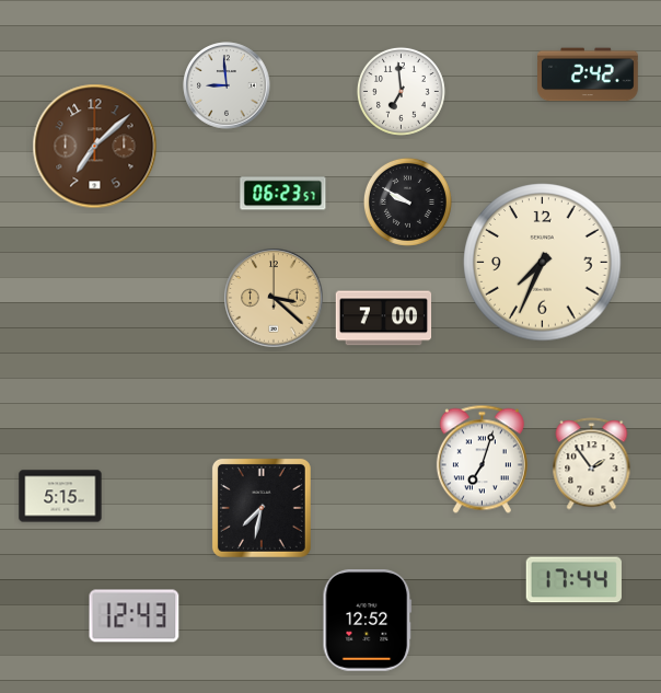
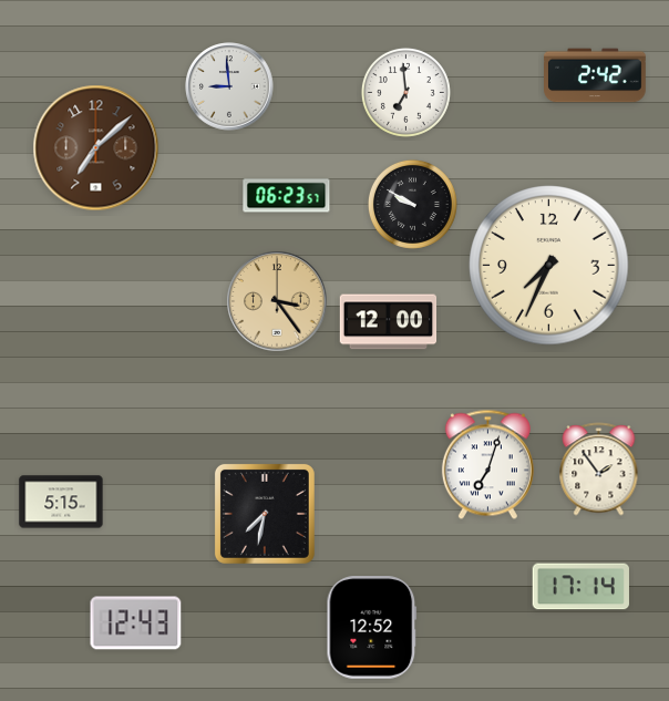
clock at (274, 298): 3:22 -> 3:24
clock at (384, 319): 7:00 -> 12:00
clock at (573, 580): 17:44 -> 17:14
